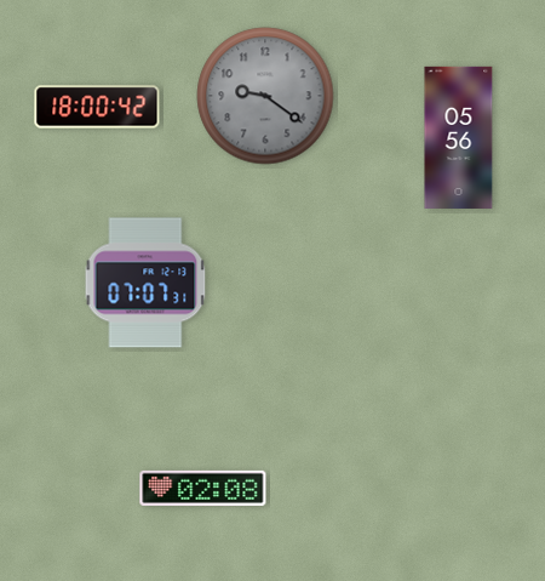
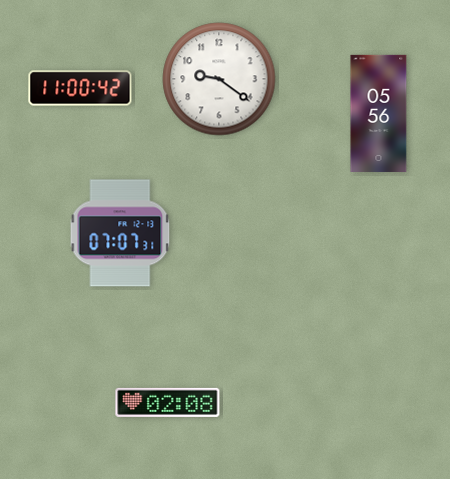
clock at (265, 96) dial: grey -> white
clock at (97, 107): 18:00 -> 11:00
